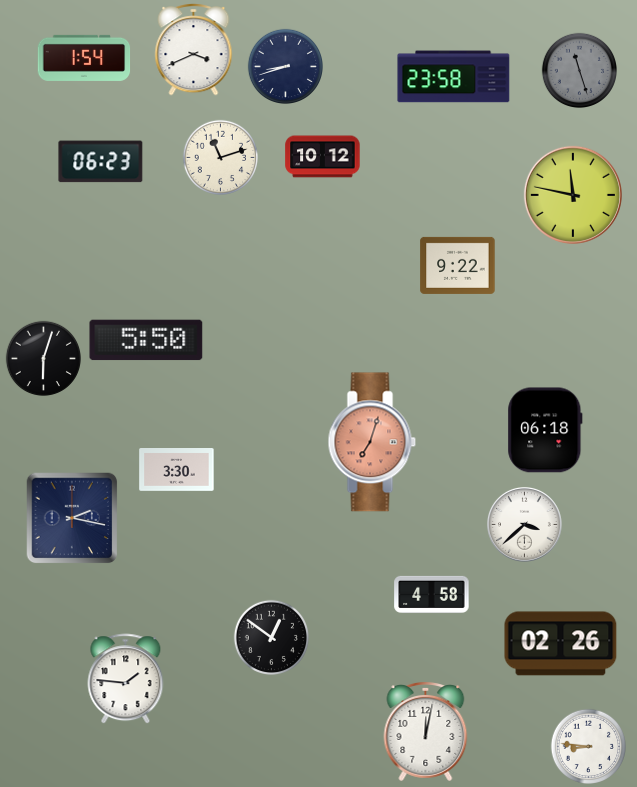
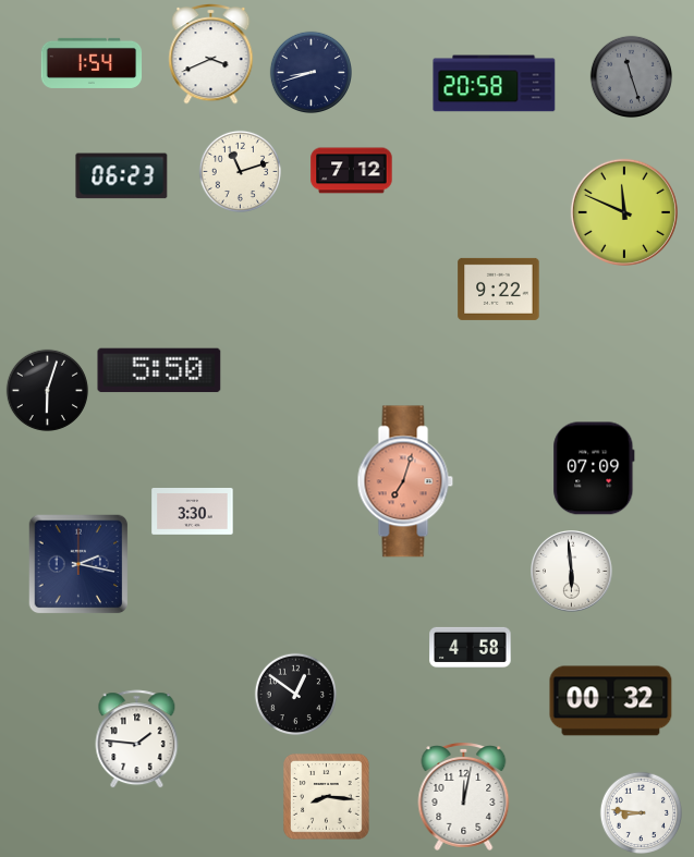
clock at (454, 77): 23:58 -> 20:58
clock at (323, 157): 10:12 -> 7:12
clock at (101, 162) position: (101, 162) -> (122, 176)
clock at (573, 195): 11:47 -> 11:49
clock at (545, 430): 06:18 -> 07:09
clock at (525, 525): 3:38 -> 5:59
clock at (561, 644): 02:26 -> 00:32
clock at (327, 797): none -> 8:16
